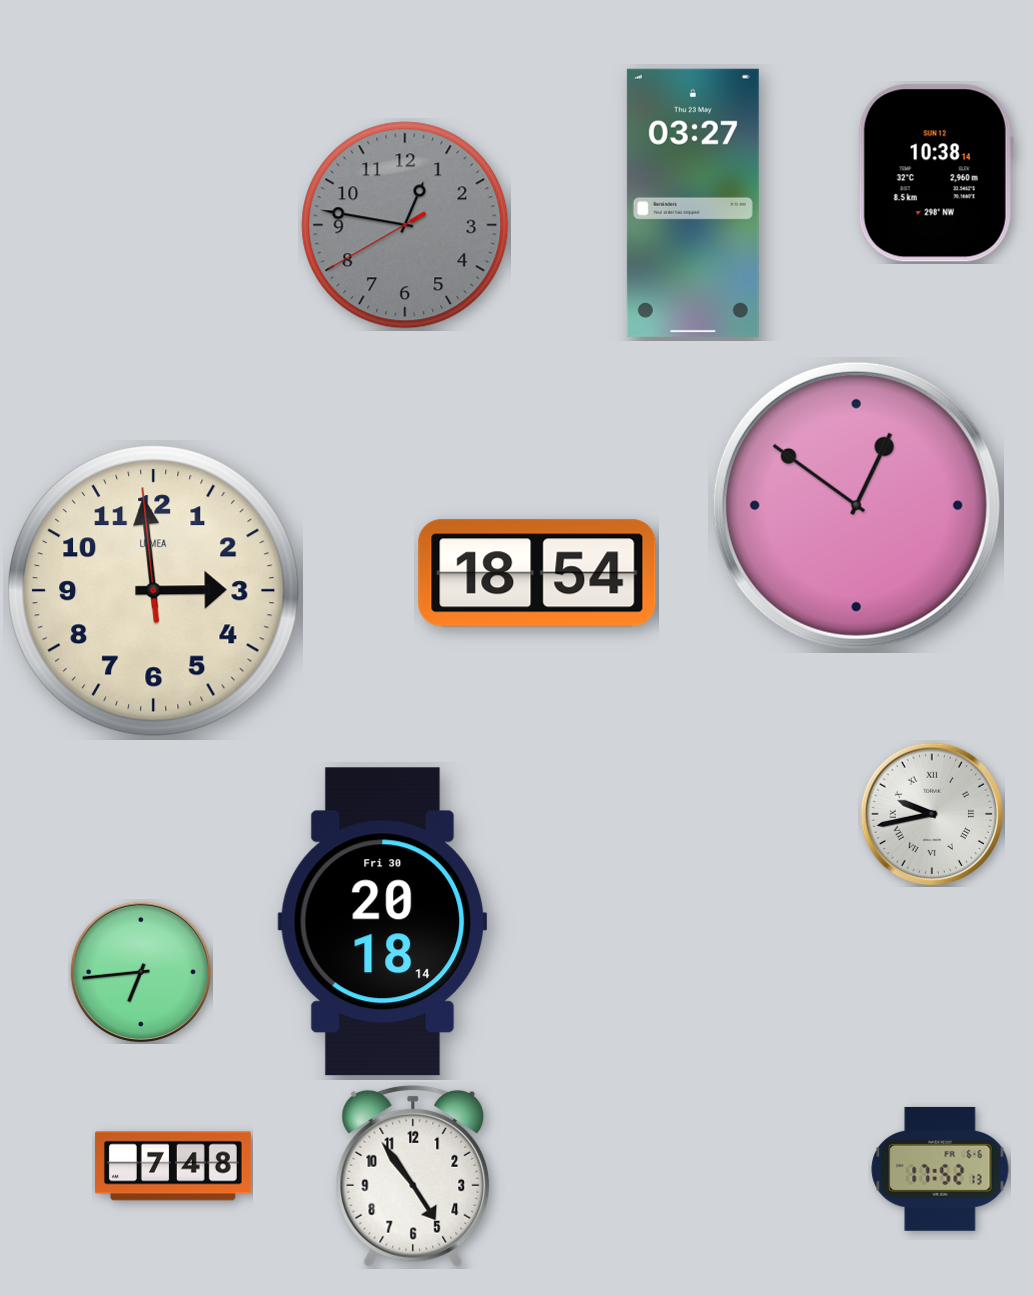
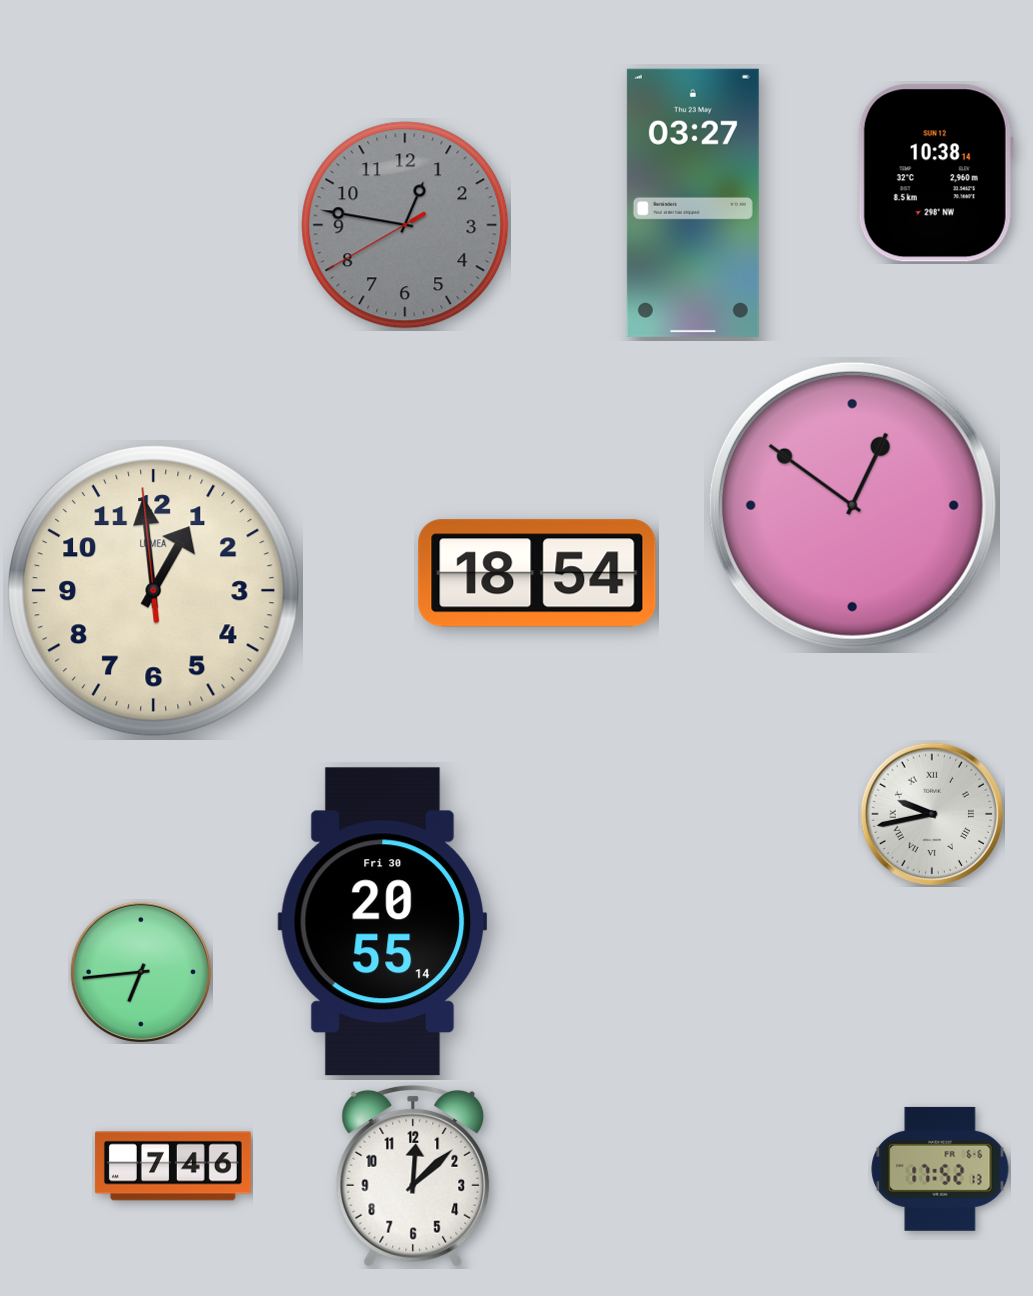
clock at (856, 505) position: (856, 505) -> (852, 505)
clock at (153, 590): 2:58 -> 12:58
clock at (383, 922): 20:18 -> 20:55
clock at (173, 1166): 7:48 -> 7:46
clock at (413, 1176): 4:54 -> 12:08
